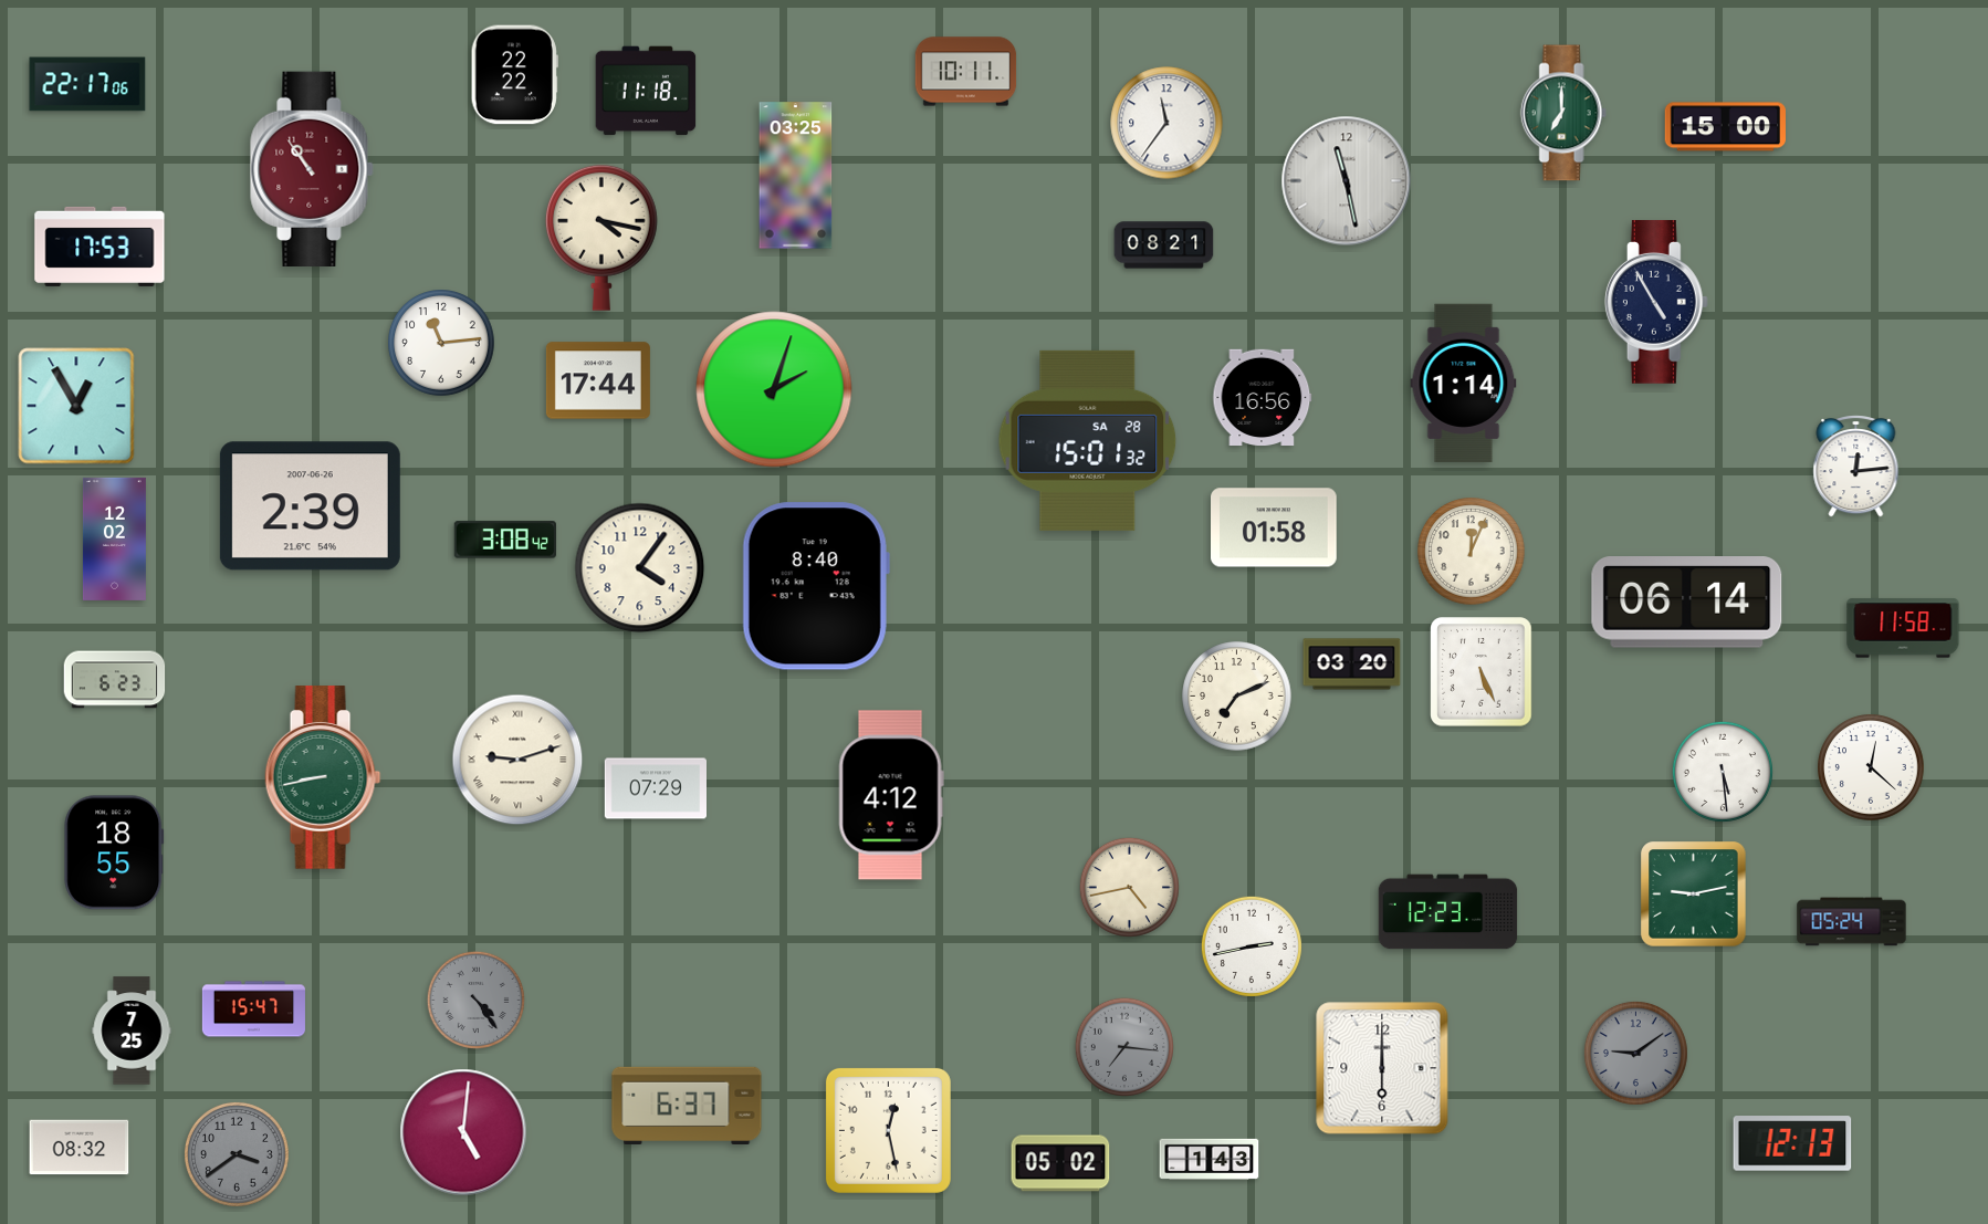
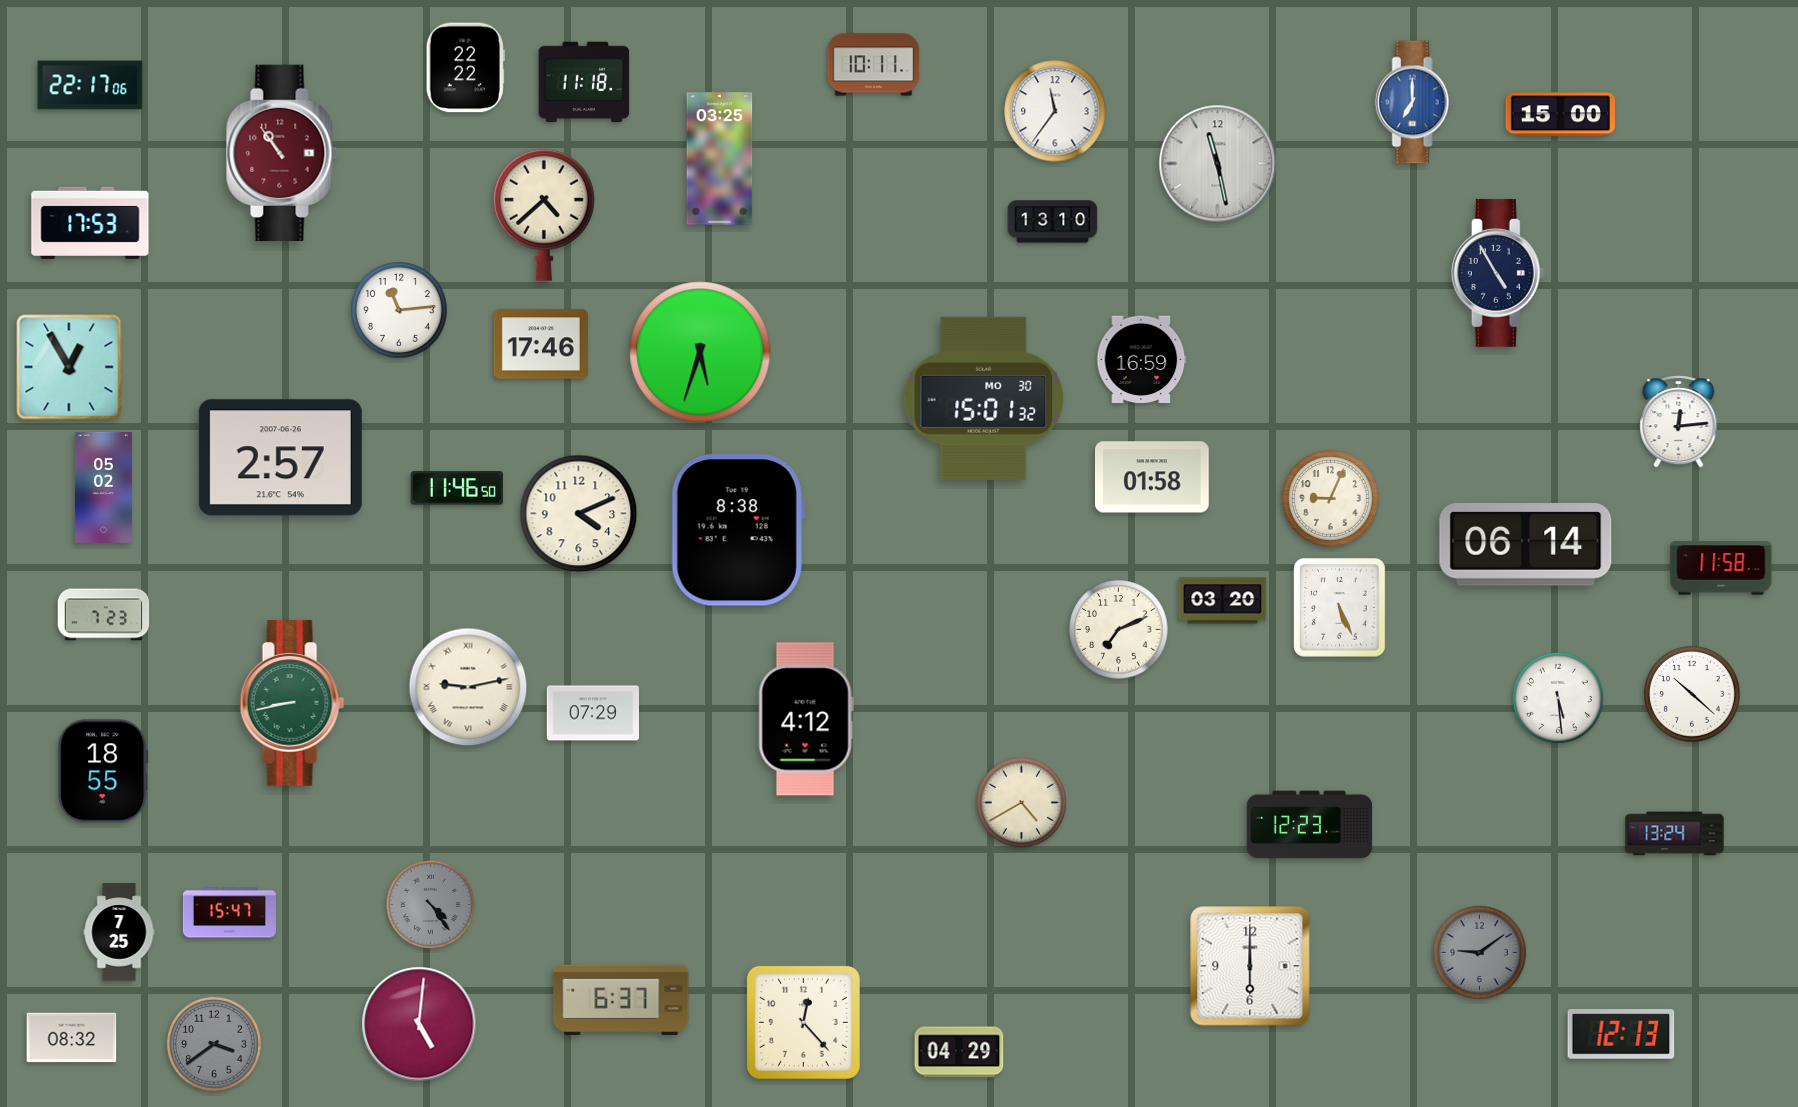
clock at (87, 84) position: (87, 84) -> (90, 85)
clock at (1563, 113) dial: green -> blue
clock at (601, 238): 4:17 -> 4:38
clock at (1164, 245): 08:21 -> 13:10
clock at (598, 380): 17:44 -> 17:46
clock at (1464, 383): 1:14 -> none
clock at (774, 389): 2:03 -> 5:33
clock at (1263, 398): 16:56 -> 16:59
clock at (1088, 440) date: SA 28 -> MO 30
clock at (310, 506): 2:39 -> 2:57
clock at (114, 538): 12:02 -> 05:02
clock at (505, 540): 3:08 -> 11:46
clock at (1472, 552): 12:04 -> 9:04
clock at (640, 568): 4:06 -> 4:11
clock at (816, 586): 8:40 -> 8:38
clock at (115, 680): 6:23 -> 7:23
clock at (517, 760): 9:12 -> 9:13
clock at (1871, 767): 12:22 -> 10:22
clock at (1129, 887): 4:43 -> 4:40
clock at (1694, 895): 9:13 -> none
clock at (1852, 922): 05:24 -> 13:24
clock at (1252, 946): 2:43 -> none
clock at (1124, 1047): 7:16 -> none
clock at (888, 1130): 12:28 -> 12:23
clock at (1210, 1159): 1:43 -> none
clock at (1060, 1163): 05:02 -> 04:29
